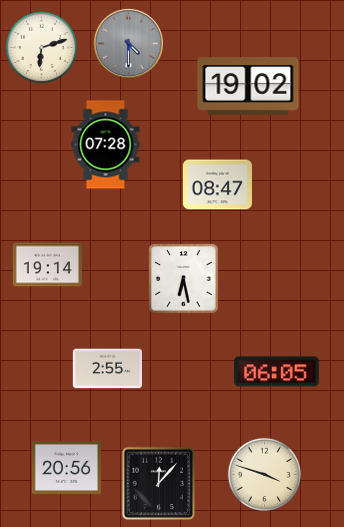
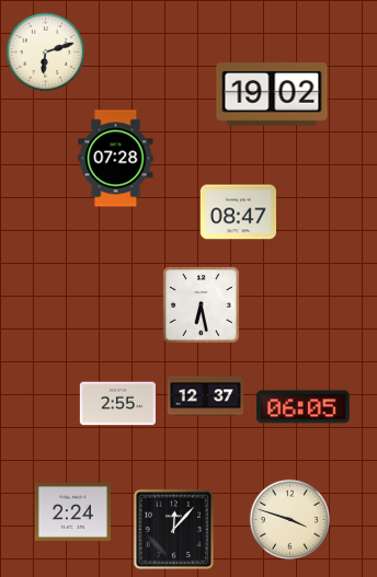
clock at (128, 43): 4:30 -> none
clock at (217, 185) position: (217, 185) -> (238, 212)
clock at (47, 265): 19:14 -> none
clock at (205, 396): none -> 12:37
clock at (66, 467): 20:56 -> 2:24
